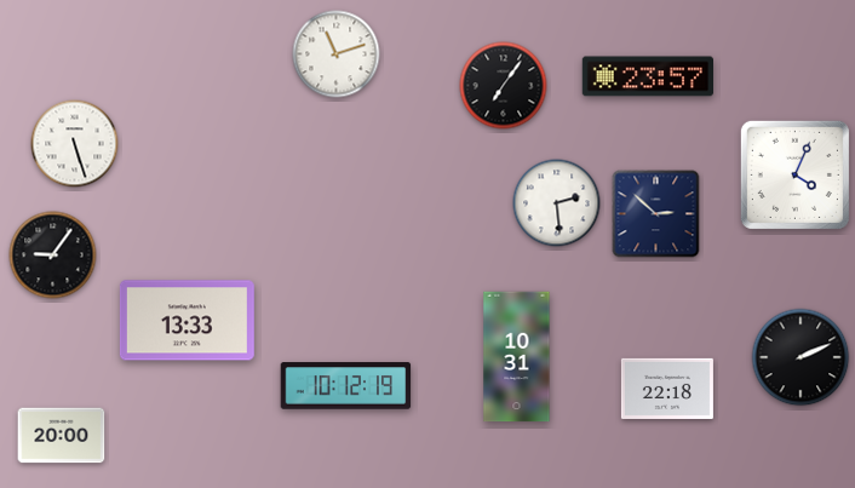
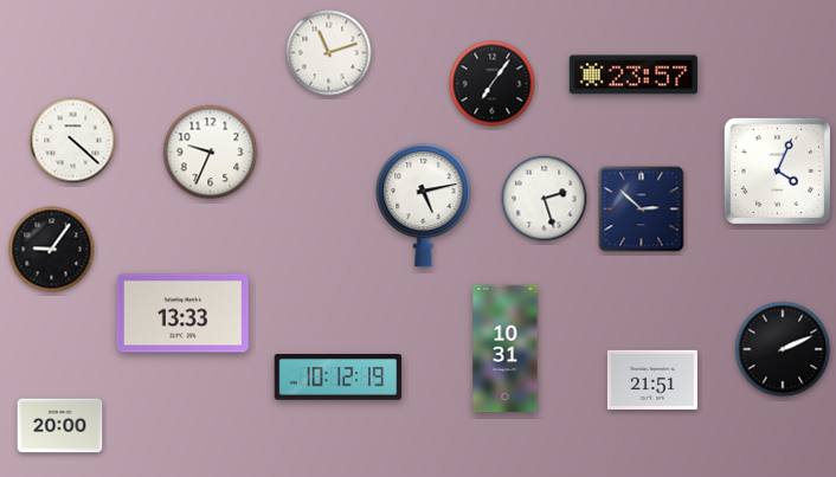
clock at (75, 144): 5:27 -> 4:22
clock at (211, 153): none -> 9:34
clock at (557, 203): 2:29 -> 2:27
clock at (424, 206): none -> 5:13
clock at (667, 389): 22:18 -> 21:51
